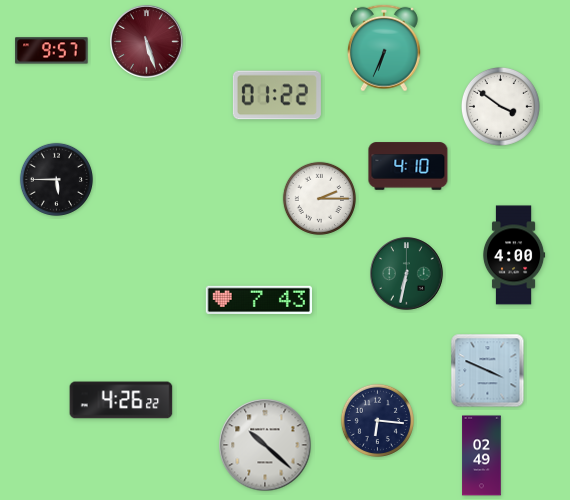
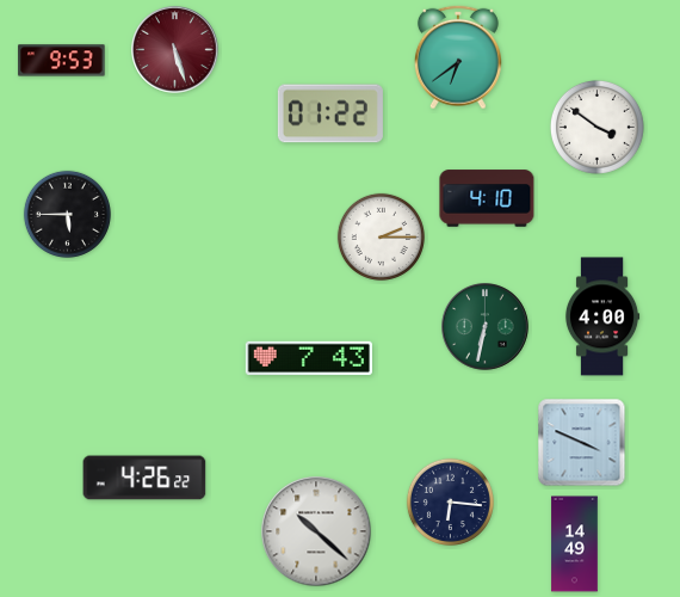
clock at (384, 48): 6:34 -> 6:39
clock at (52, 51): 9:57 -> 9:53
clock at (514, 255) position: (514, 255) -> (602, 316)
clock at (482, 456): 02:49 -> 14:49
